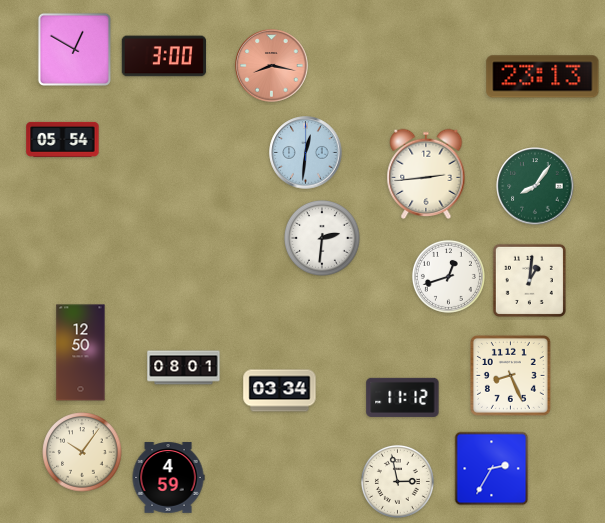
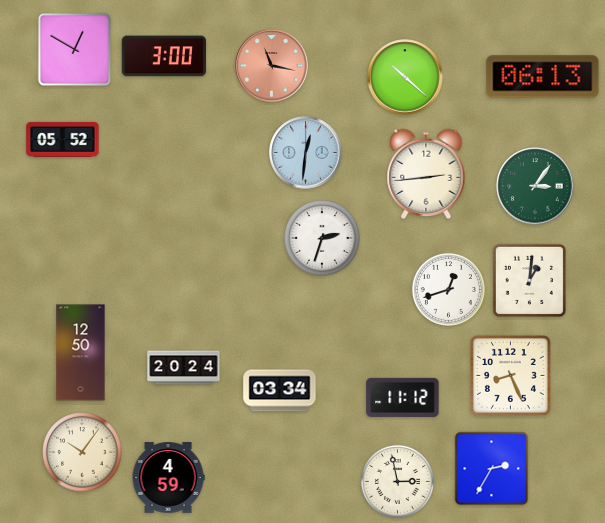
clock at (272, 66): 8:17 -> 11:17
clock at (405, 77): none -> 10:22
clock at (543, 77): 23:13 -> 06:13
clock at (63, 139): 05:54 -> 05:52
clock at (535, 186): 8:06 -> 3:06
clock at (323, 239): 2:31 -> 2:33
clock at (448, 276) position: (448, 276) -> (448, 289)
clock at (184, 368): 08:01 -> 20:24
